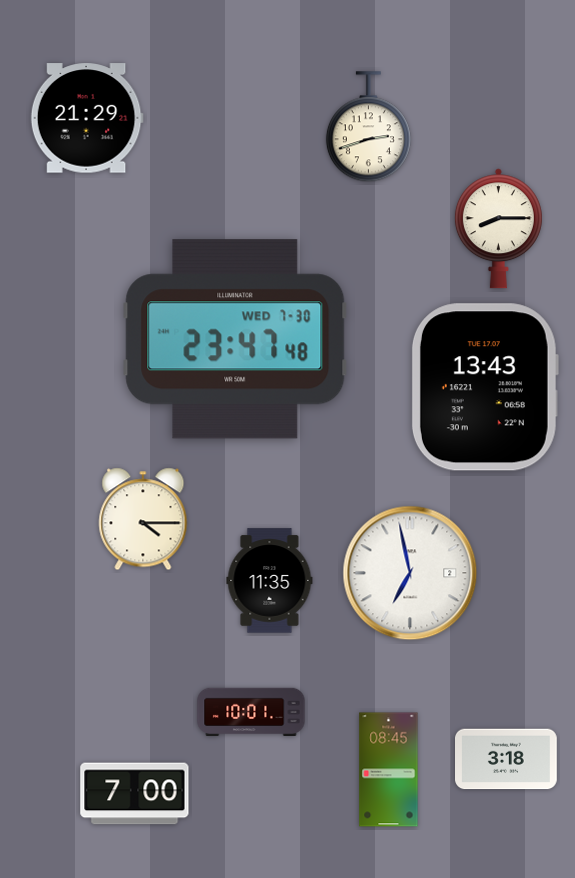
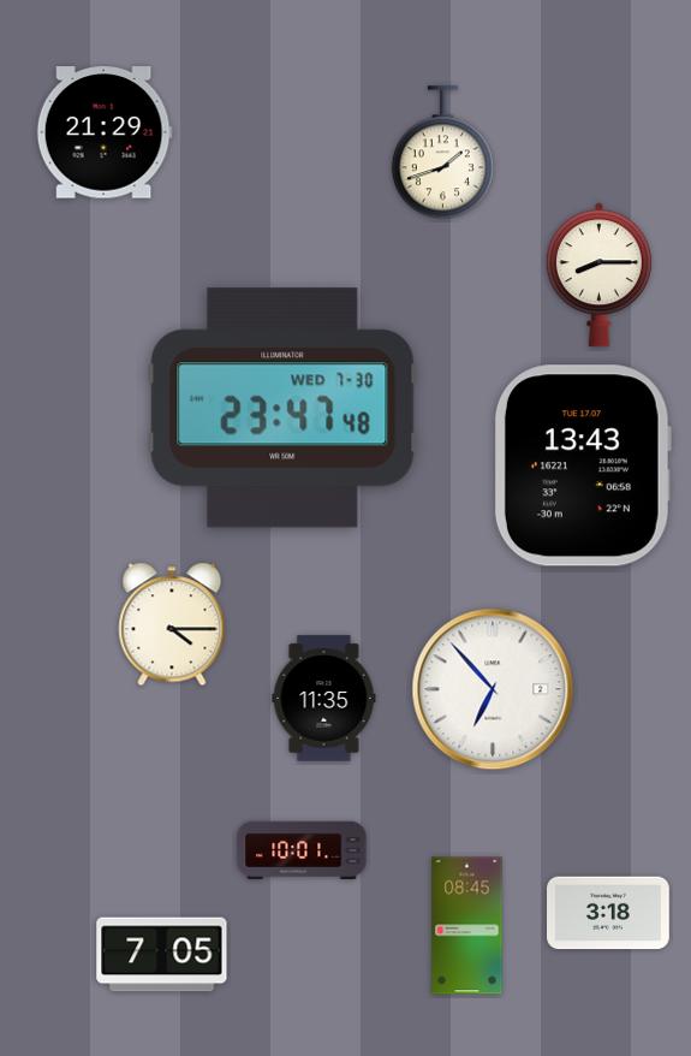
clock at (87, 118) position: (87, 118) -> (105, 132)
clock at (368, 127): 2:42 -> 1:42
clock at (410, 573): 6:58 -> 6:53
clock at (251, 711) position: (251, 711) -> (302, 849)
clock at (135, 794): 7:00 -> 7:05
